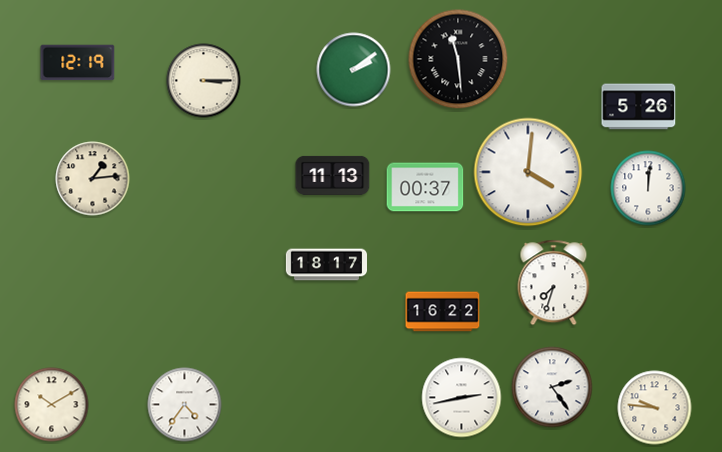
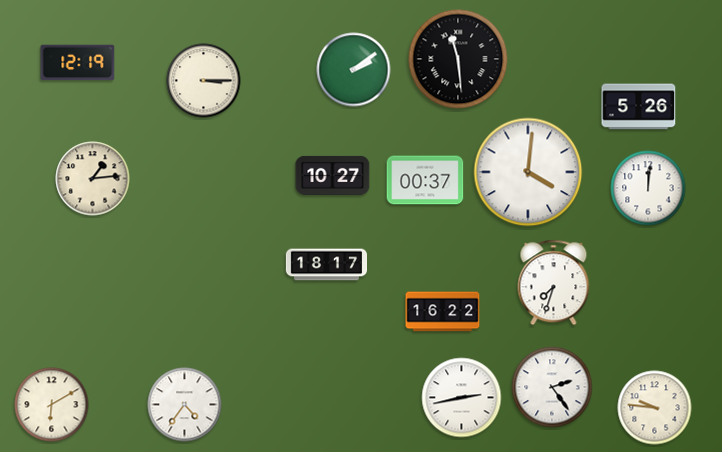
clock at (333, 175): 11:13 -> 10:27
clock at (425, 187) position: (425, 187) -> (425, 180)
clock at (52, 405): 10:10 -> 6:10
